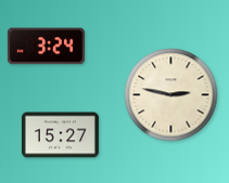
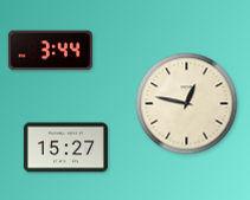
clock at (46, 47): 3:24 -> 3:44
clock at (171, 95): 2:47 -> 12:47
